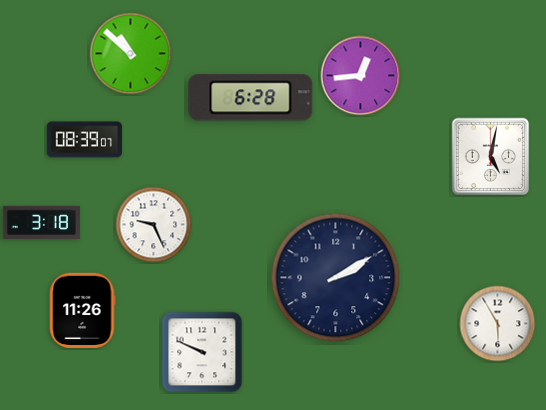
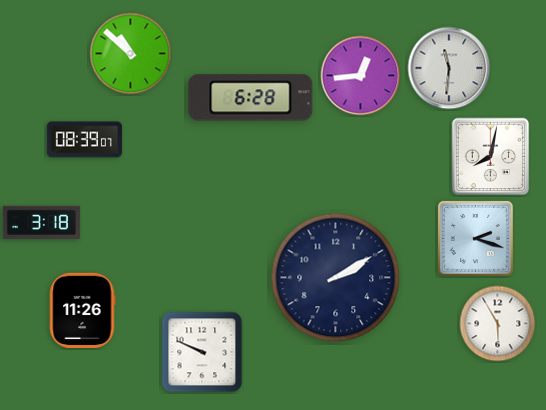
clock at (449, 68): none -> 11:31
clock at (491, 157): 5:02 -> 8:02
clock at (154, 225): 9:26 -> none
clock at (475, 238): none -> 2:18
